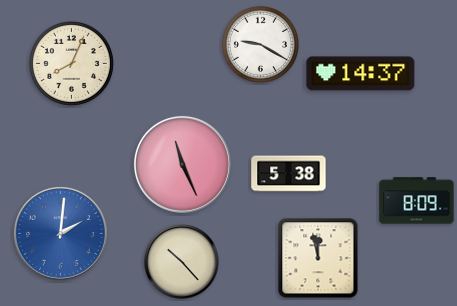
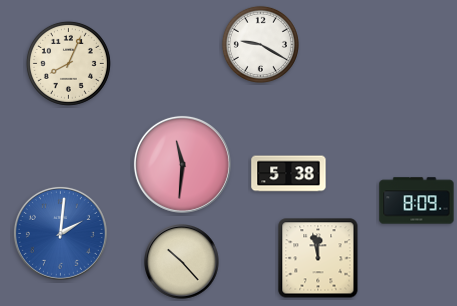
clock at (71, 63) position: (71, 63) -> (68, 63)
clock at (361, 74): 14:37 -> none
clock at (182, 164): 11:26 -> 11:31
